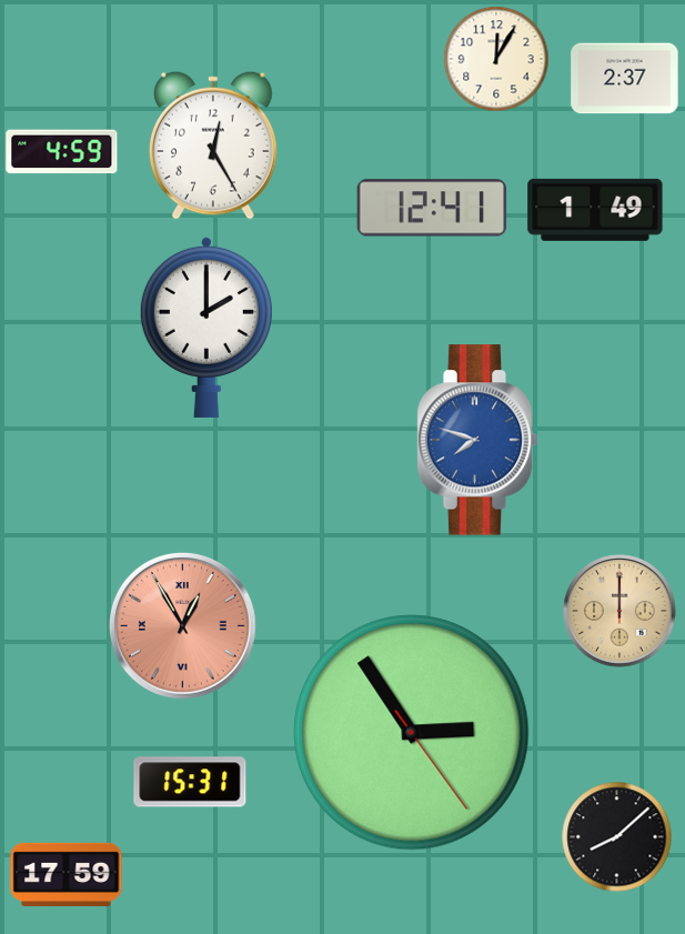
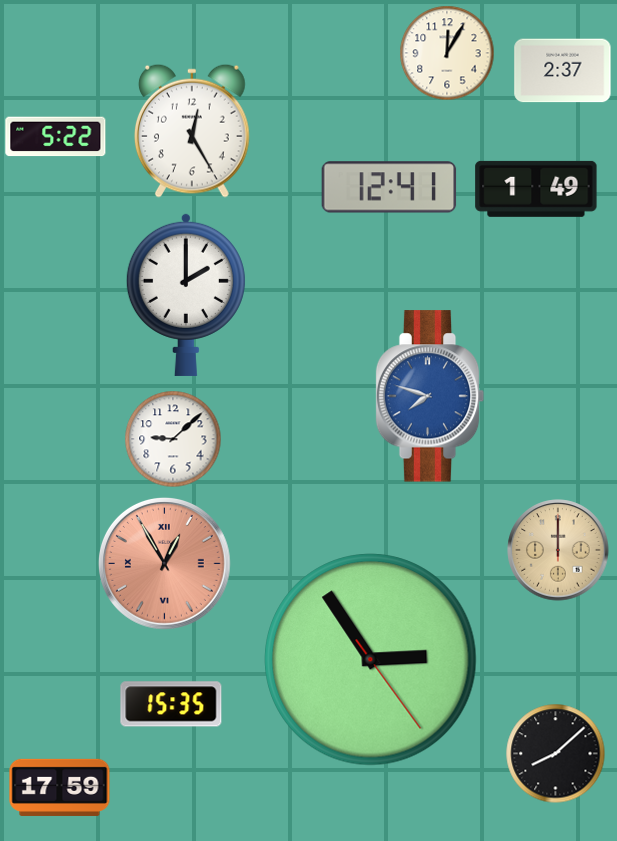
clock at (62, 152): 4:59 -> 5:22
clock at (173, 439): none -> 9:08
clock at (190, 782): 15:31 -> 15:35
